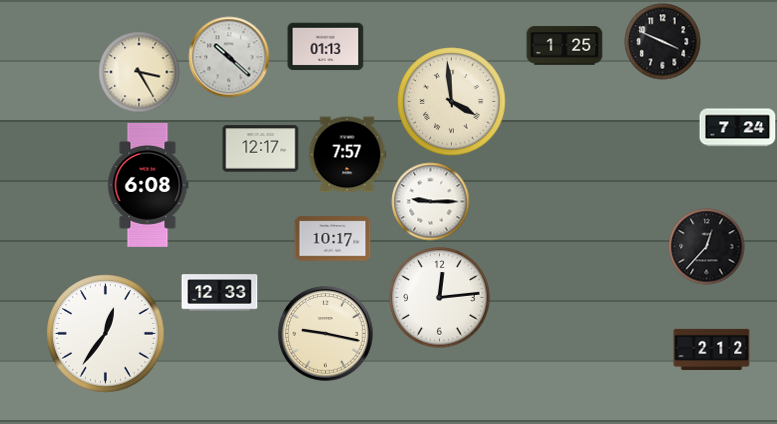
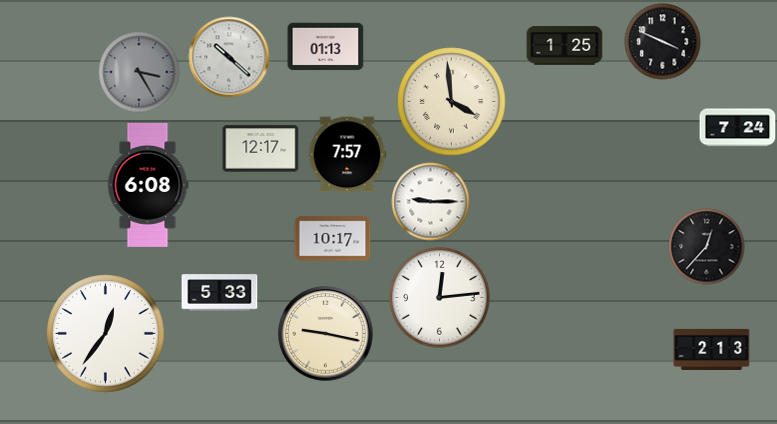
clock at (139, 72) dial: cream -> grey
clock at (220, 293): 12:33 -> 5:33
clock at (712, 349): 2:12 -> 2:13
